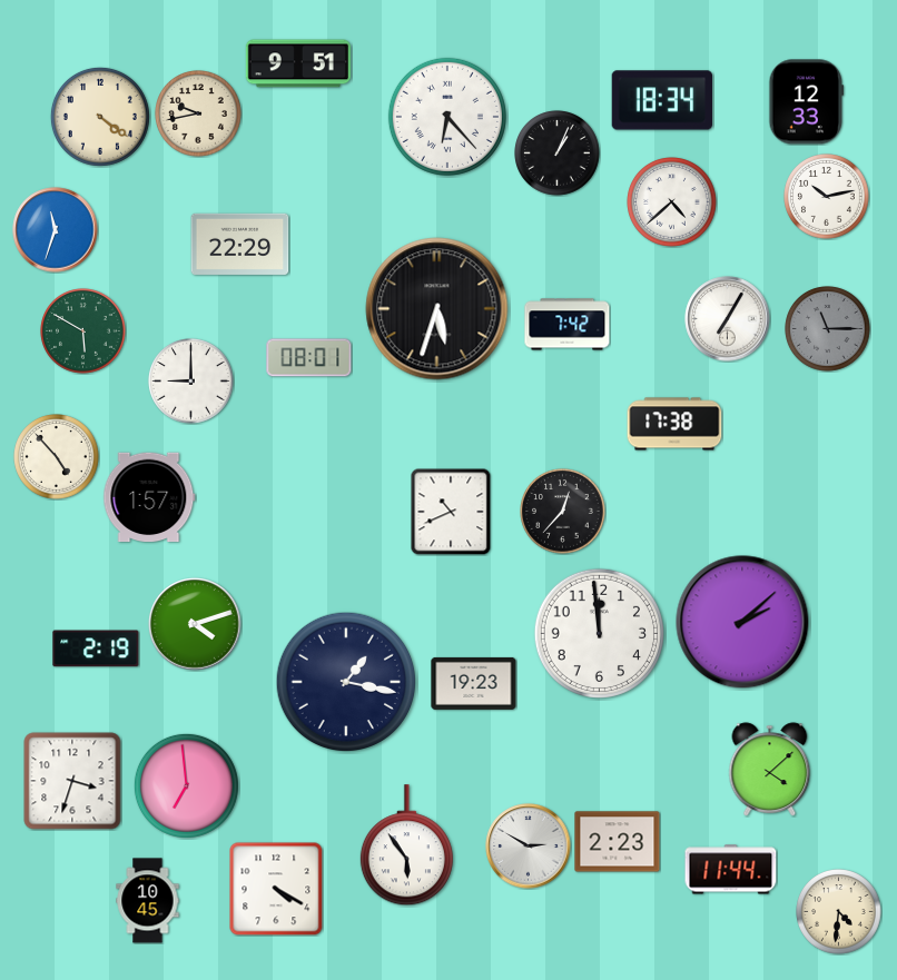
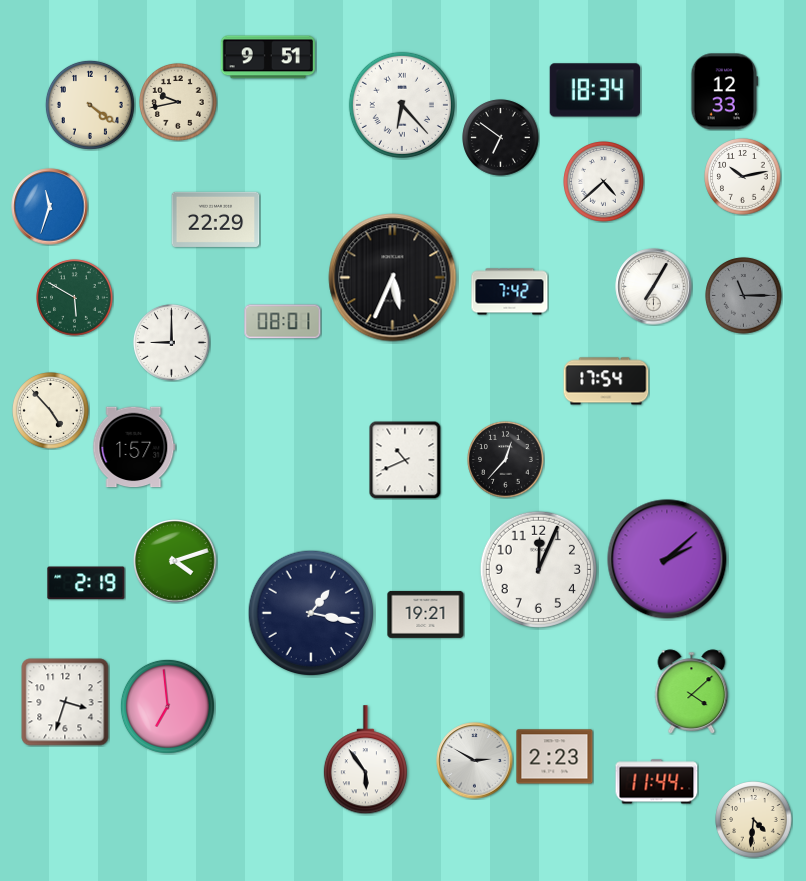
clock at (558, 154): 1:04 -> 6:51
clock at (437, 309): 5:33 -> 5:34
clock at (309, 358) position: (309, 358) -> (283, 322)
clock at (674, 424): 17:38 -> 17:54
clock at (599, 633): 11:59 -> 12:04
clock at (474, 683): 19:23 -> 19:21
clock at (276, 889): 4:20 -> none
clock at (148, 901): 10:45 -> none
